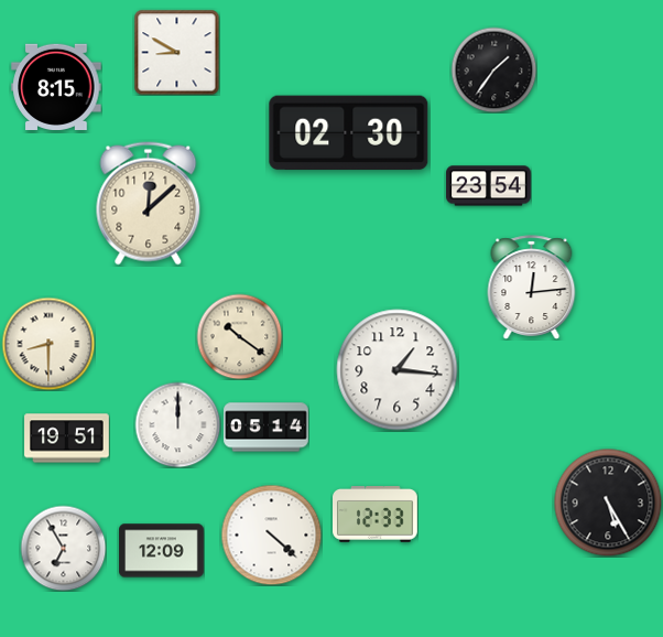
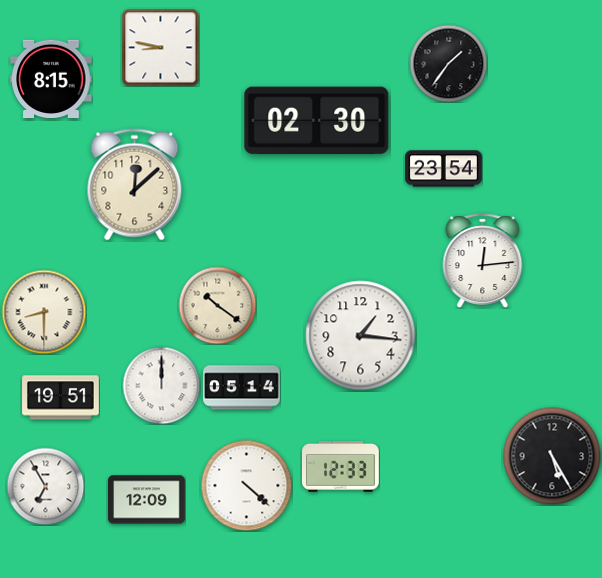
clock at (176, 52): 8:50 -> 8:47
clock at (63, 548) position: (63, 548) -> (45, 486)
